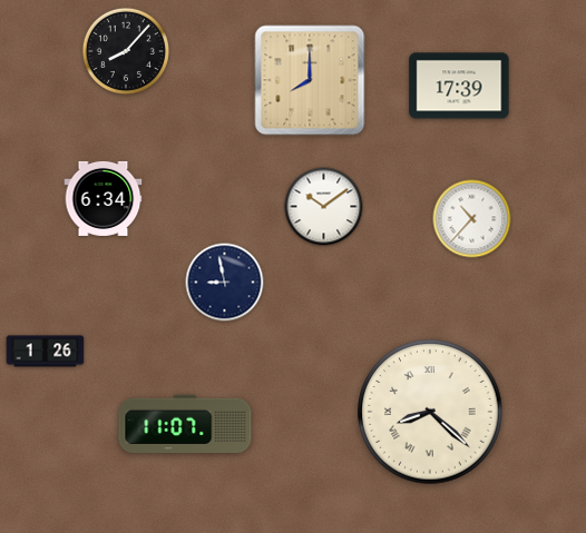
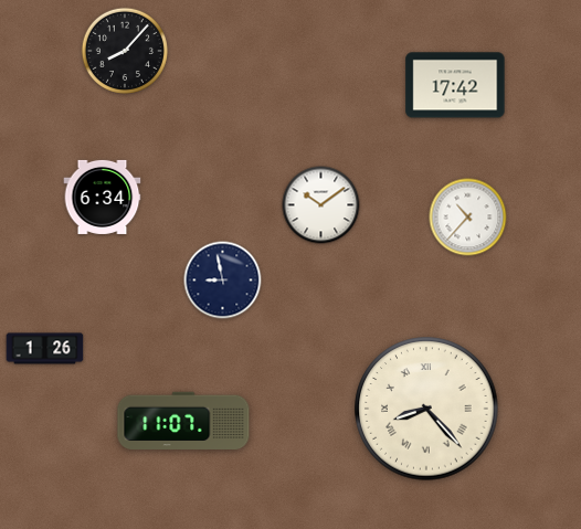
clock at (310, 80): 8:00 -> none
clock at (459, 86): 17:39 -> 17:42
clock at (430, 412): 8:22 -> 8:23
